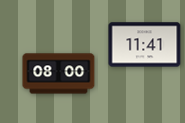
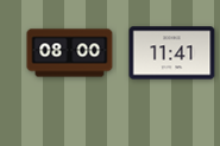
clock at (59, 74) position: (59, 74) -> (70, 53)
